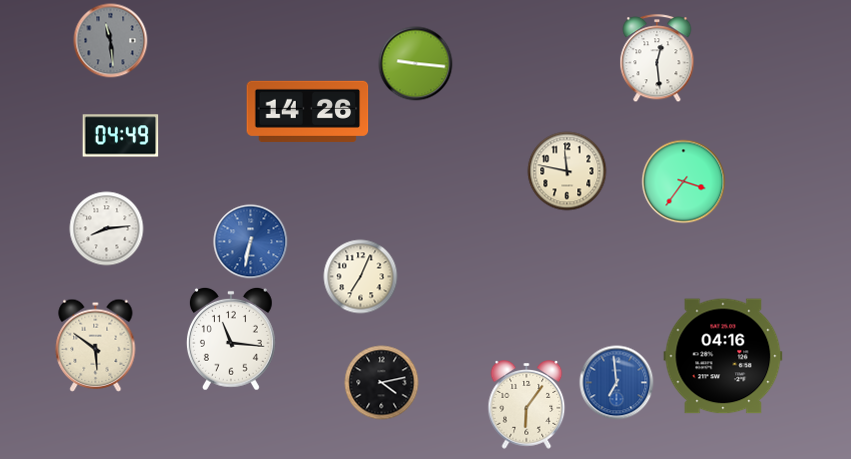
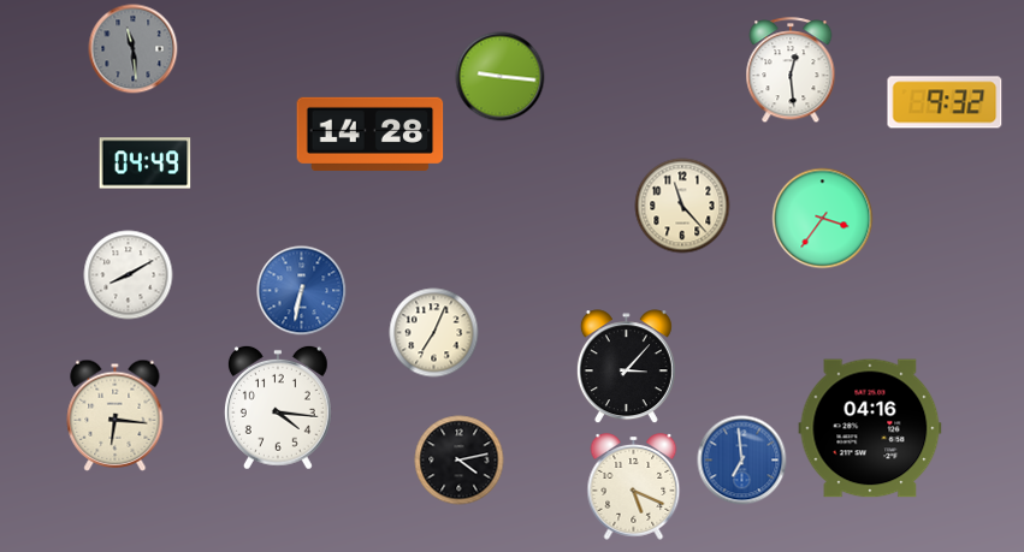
clock at (945, 102): none -> 9:32
clock at (308, 111): 14:26 -> 14:28
clock at (567, 171): 11:47 -> 11:23
clock at (107, 229): 8:14 -> 8:10
clock at (626, 367): none -> 3:07
clock at (231, 339): 11:16 -> 4:16
clock at (96, 345): 5:51 -> 6:16
clock at (527, 405): 6:06 -> 5:19
